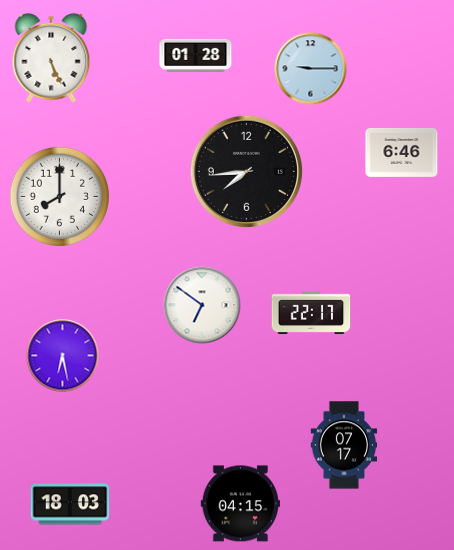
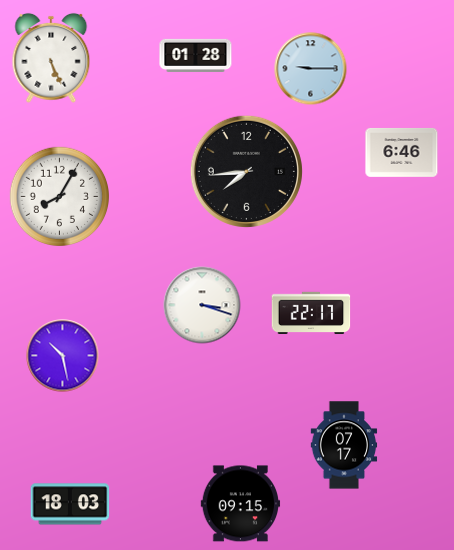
clock at (59, 196): 8:00 -> 8:05
clock at (202, 305): 6:51 -> 3:18
clock at (63, 356): 6:28 -> 10:28
clock at (241, 504): 04:15 -> 09:15
